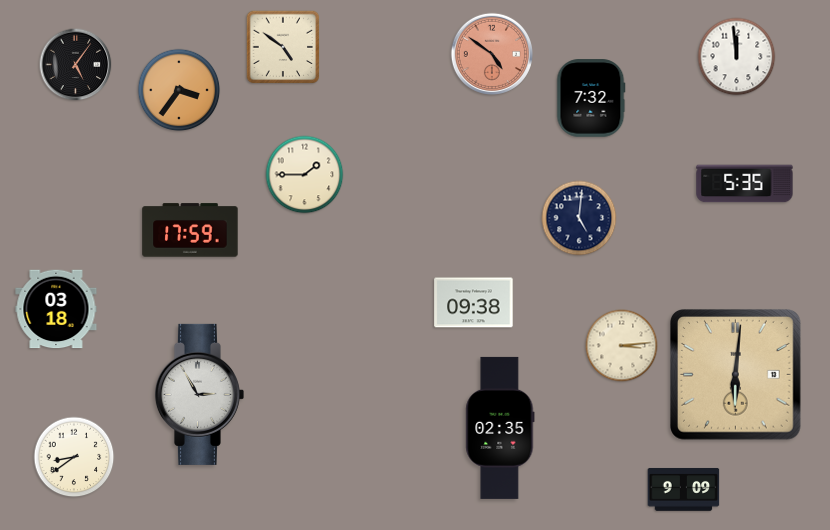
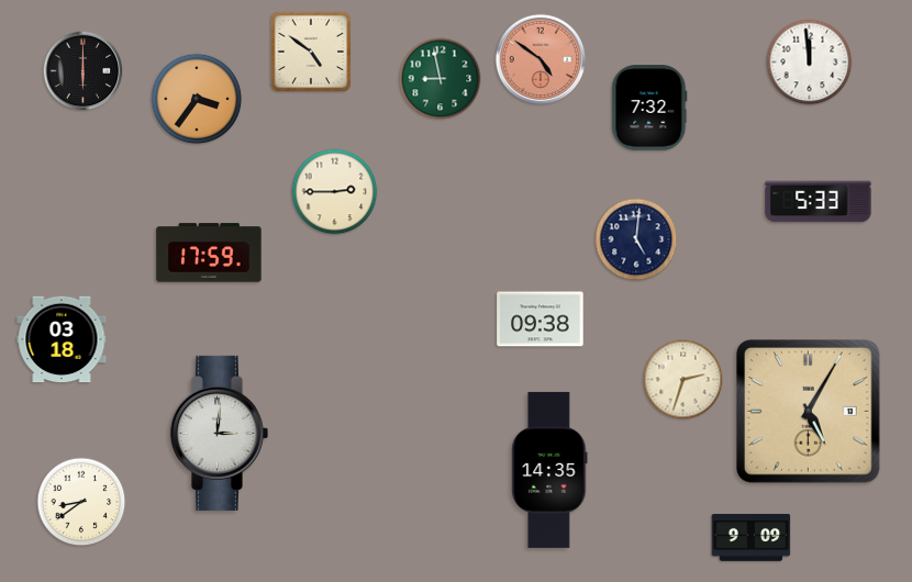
clock at (76, 65): 5:06 -> 6:00
clock at (441, 79): none -> 8:58
clock at (305, 175): 1:45 -> 2:45
clock at (745, 184): 5:35 -> 5:33
clock at (474, 303) position: (474, 303) -> (541, 320)
clock at (622, 346): 3:14 -> 2:33
clock at (736, 375): 6:01 -> 5:05
clock at (199, 394): 2:55 -> 3:01
clock at (500, 428): 02:35 -> 14:35
